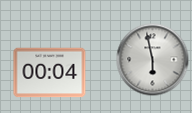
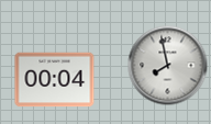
clock at (153, 60): 5:58 -> 7:58
